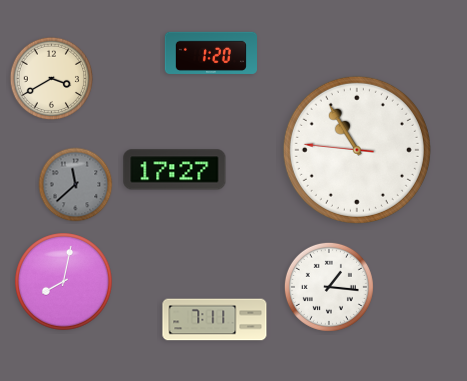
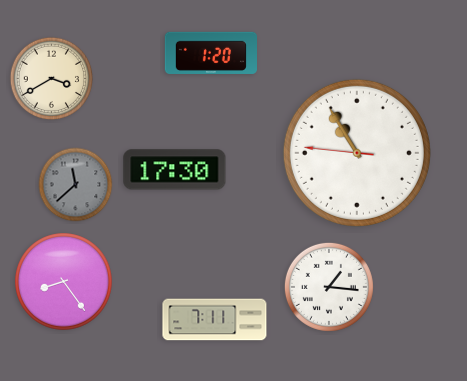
clock at (357, 150) position: (357, 150) -> (357, 153)
clock at (175, 170): 17:27 -> 17:30
clock at (64, 282): 8:02 -> 8:24
